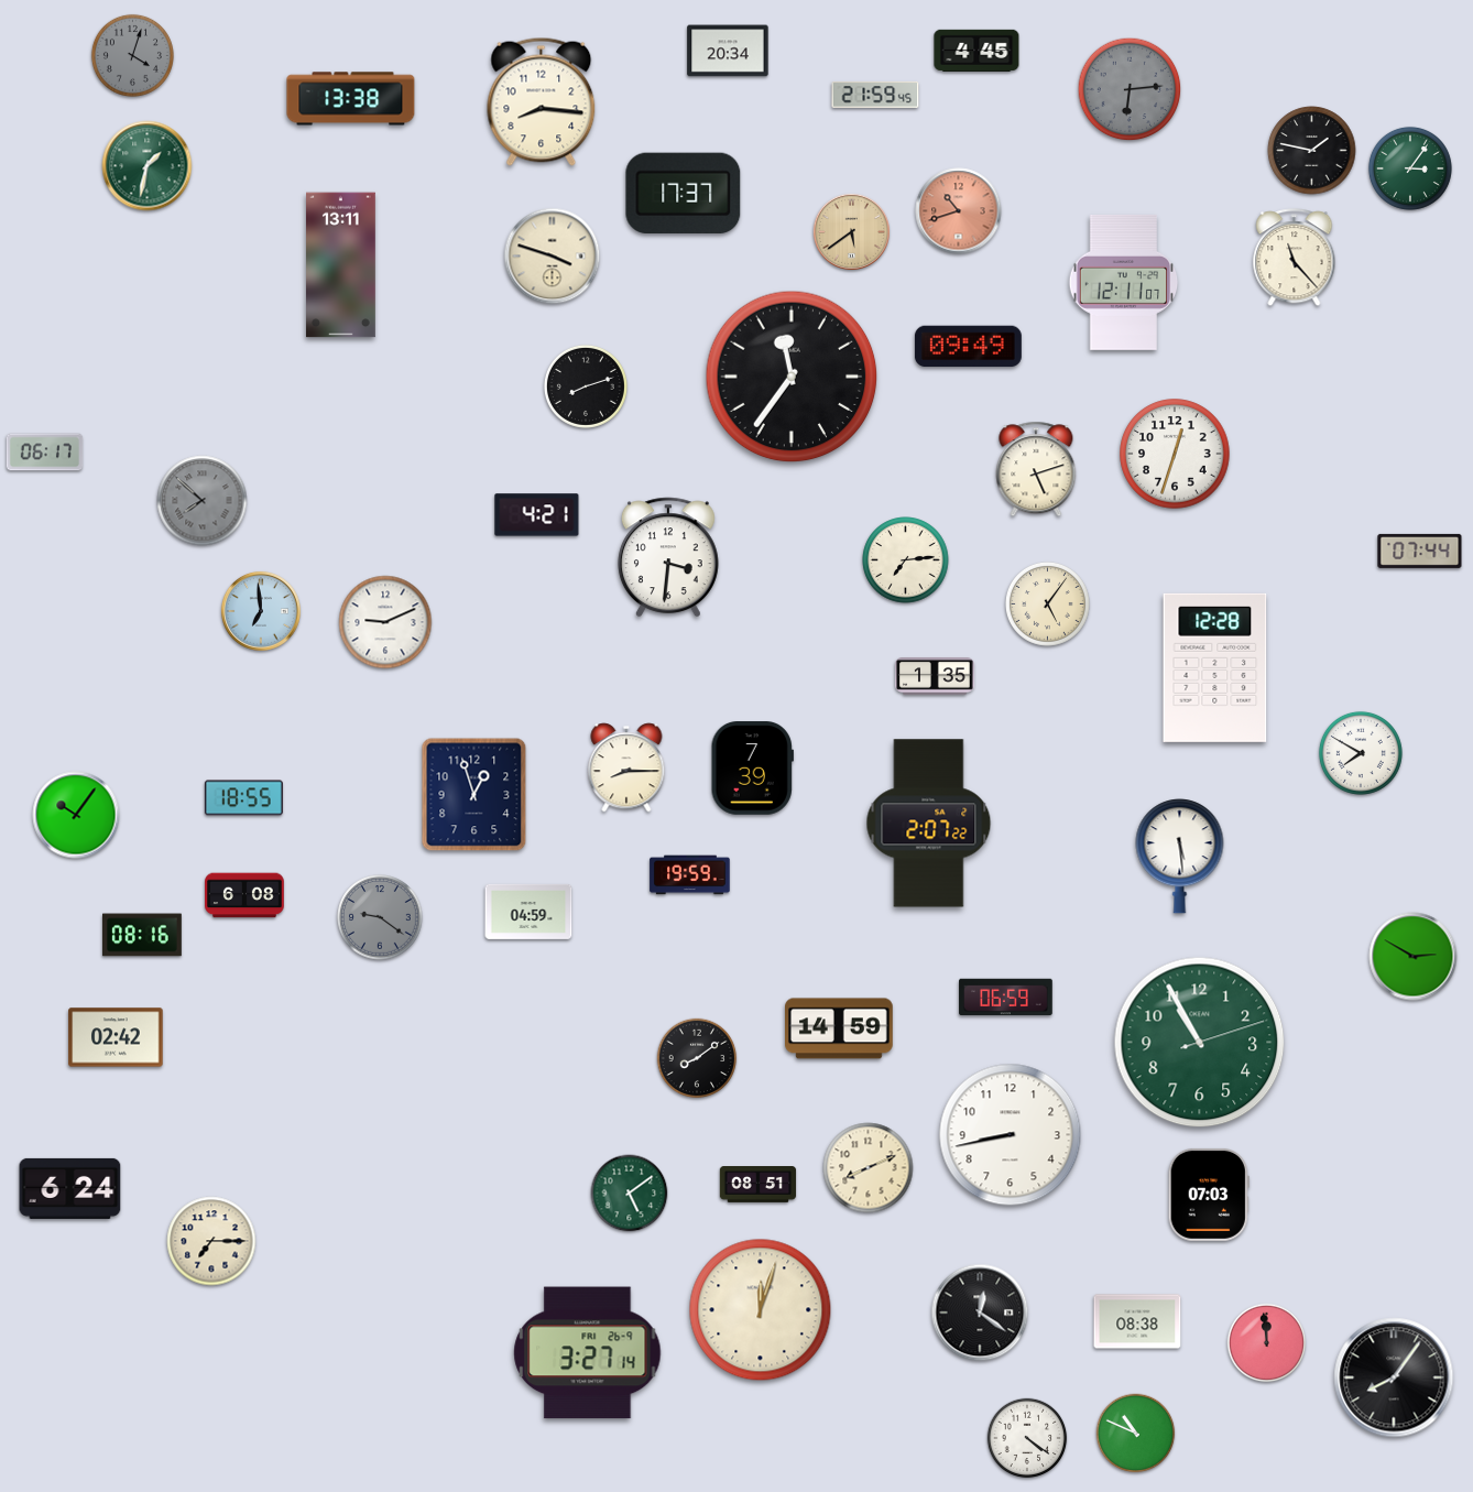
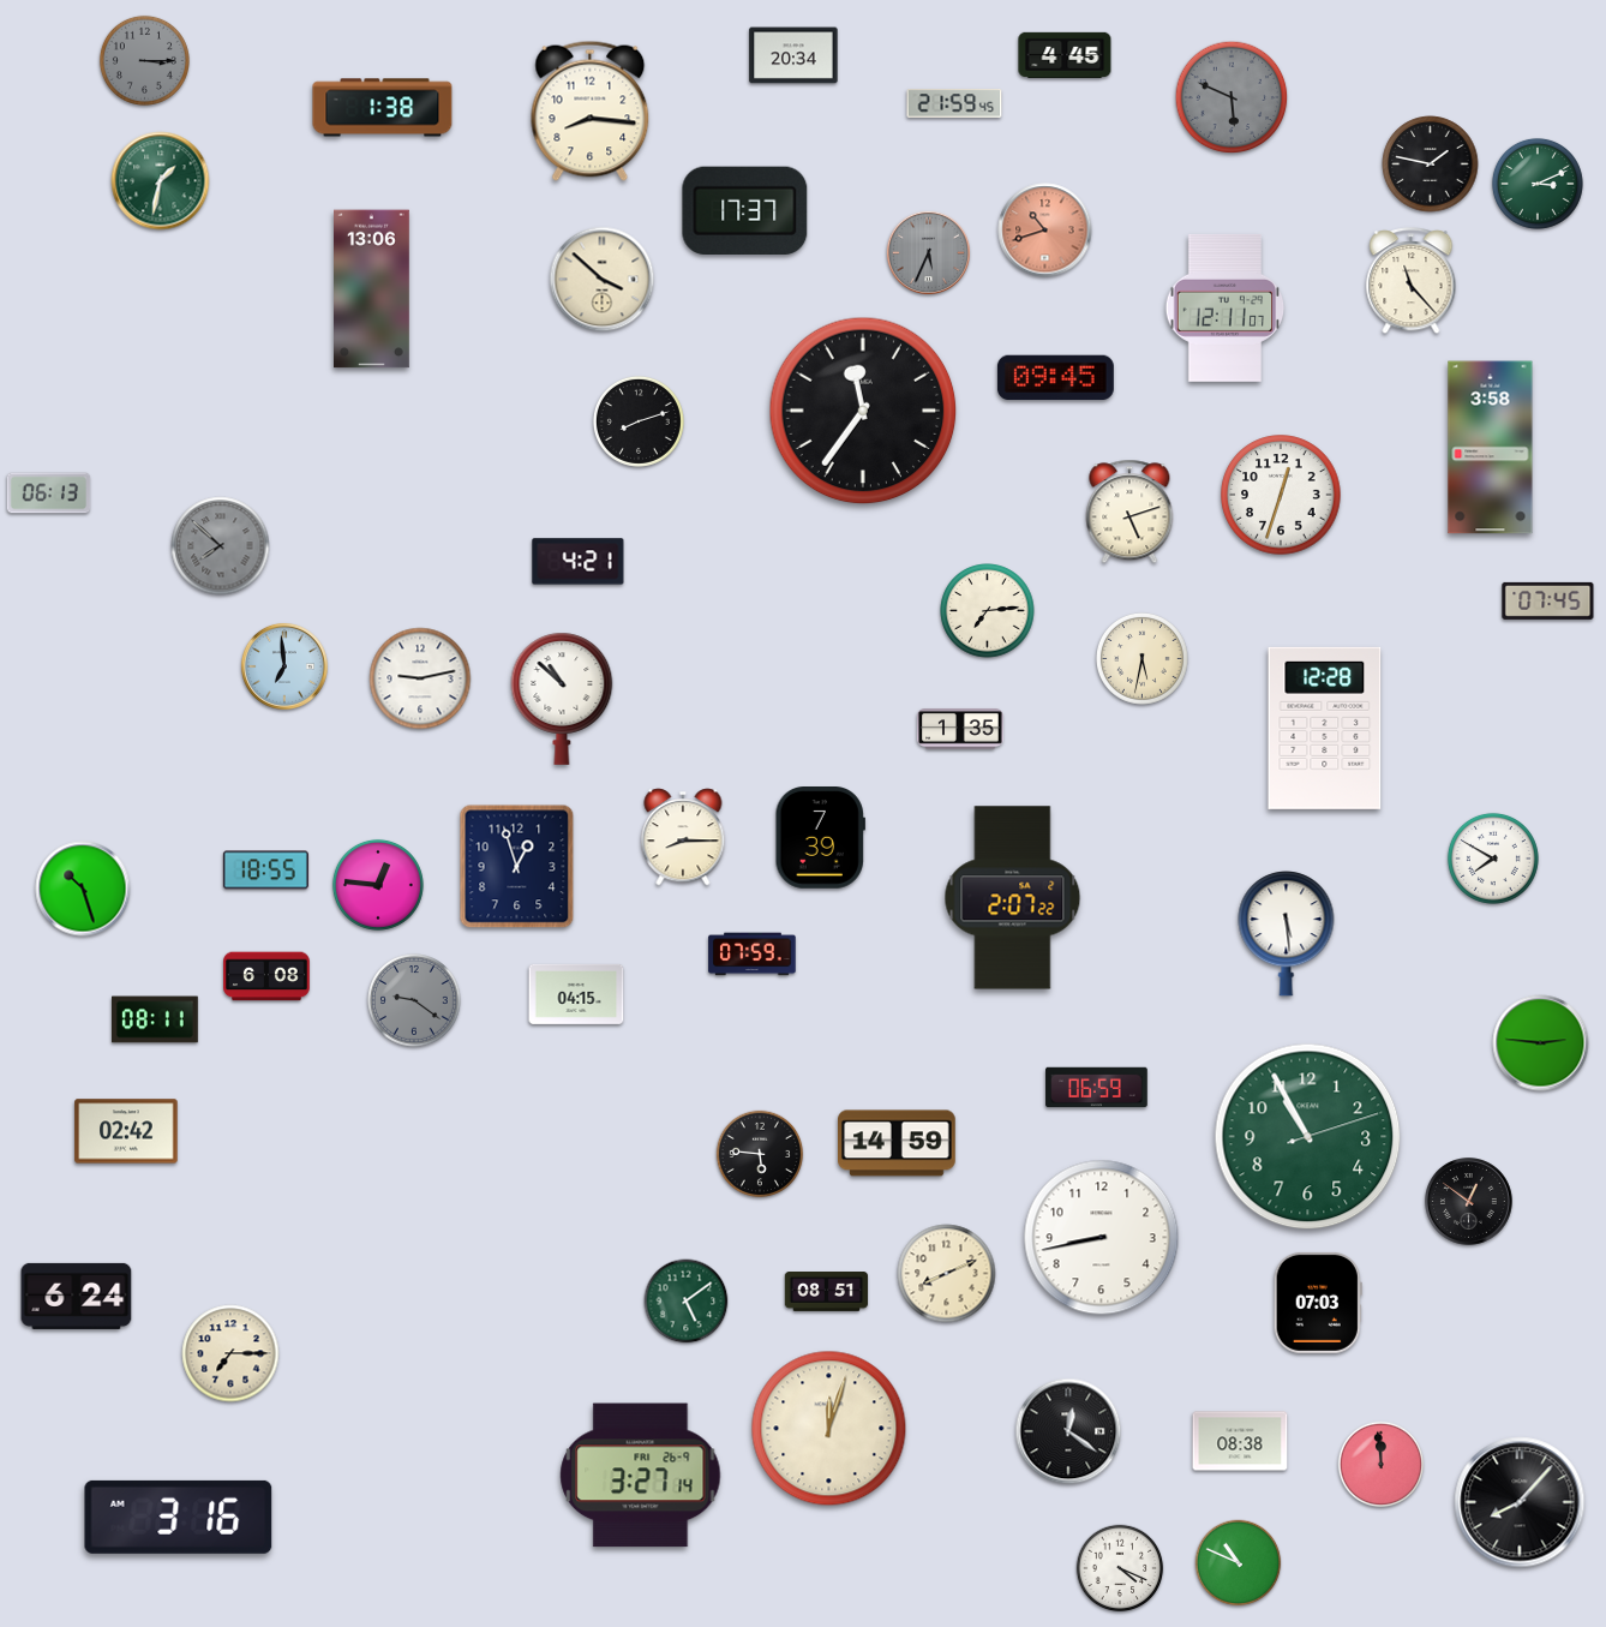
clock at (132, 55): 4:03 -> 3:15
clock at (1130, 89): 6:14 -> 5:49
clock at (351, 99): 13:38 -> 1:38
clock at (1410, 168): 3:06 -> 3:11
clock at (851, 231): 5:39 -> 5:34
clock at (851, 231) dial: champagne -> grey
clock at (553, 257): 3:48 -> 3:52
clock at (341, 265): 13:11 -> 13:06
clock at (968, 347): 09:49 -> 09:45
clock at (1491, 448): none -> 3:58
clock at (45, 453): 06:17 -> 06:13
clock at (537, 515) position: (537, 515) -> (579, 562)
clock at (1420, 551): 07:44 -> 07:45
clock at (668, 557): 3:31 -> none
clock at (1048, 605): 5:06 -> 5:32
clock at (385, 622): 9:11 -> 9:13
clock at (562, 699): none -> 10:52
clock at (935, 677) position: (935, 677) -> (960, 730)
clock at (1361, 753) position: (1361, 753) -> (1493, 859)
clock at (378, 885): none -> 12:46
clock at (76, 815): 10:06 -> 10:27
clock at (690, 875): 19:59 -> 07:59
clock at (528, 912): 04:59 -> 04:15
clock at (143, 935): 08:16 -> 08:11
clock at (1414, 957): 2:50 -> 2:46
clock at (840, 1028) position: (840, 1028) -> (898, 1143)
clock at (697, 1058): 8:09 -> 5:46
clock at (1469, 1202): none -> 12:51
clock at (1394, 1377): 8:06 -> 8:07
clock at (179, 1517): none -> 3:16
clock at (1027, 1438): 4:21 -> 4:19
